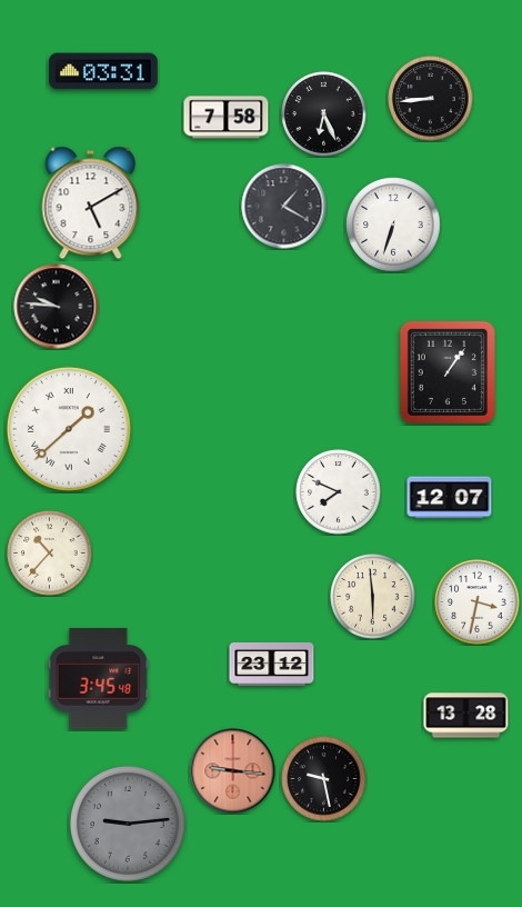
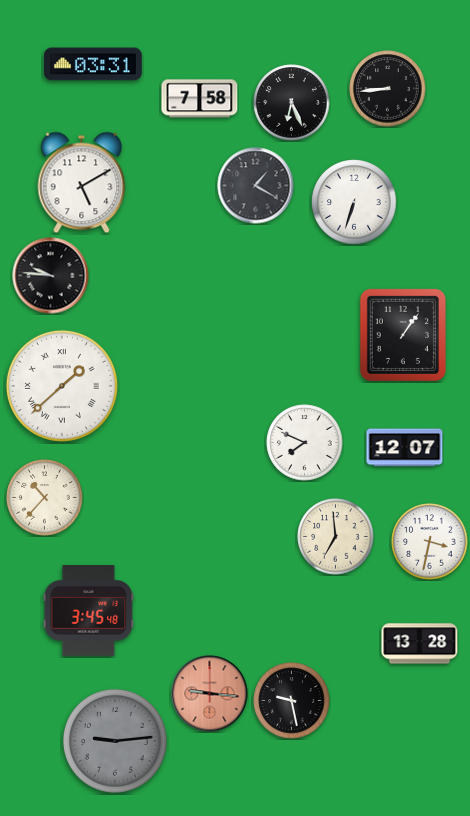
clock at (227, 118) position: (227, 118) -> (200, 99)
clock at (373, 597): 5:59 -> 6:59
clock at (272, 665): 23:12 -> none
